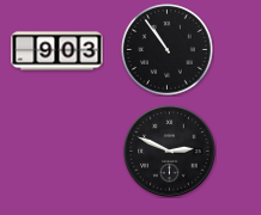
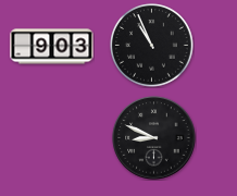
clock at (168, 50): 10:54 -> 10:56
clock at (170, 152): 2:49 -> 8:49
